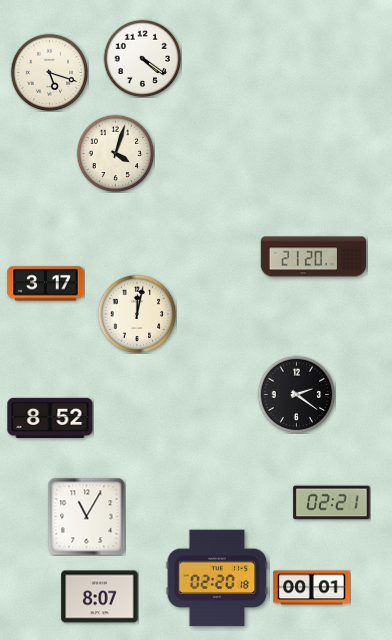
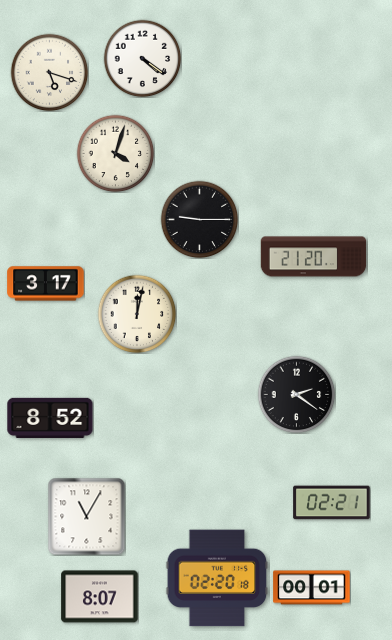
clock at (199, 219): none -> 9:15
